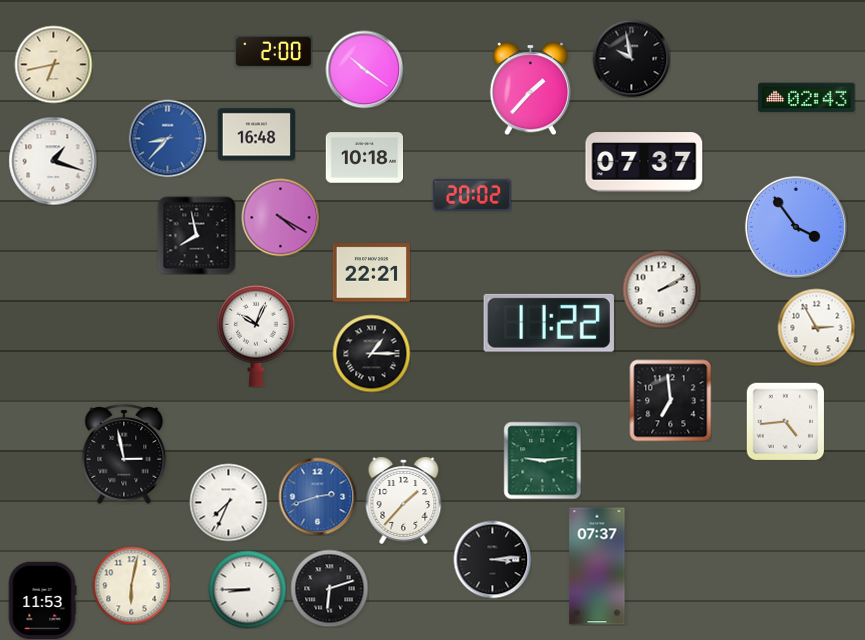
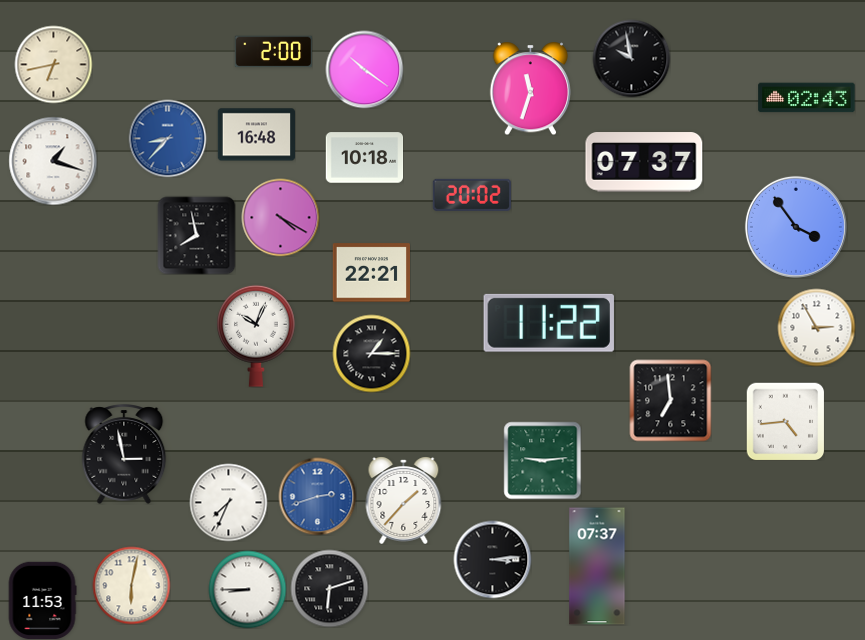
clock at (530, 88): 1:37 -> 11:33
clock at (661, 289): 2:10 -> none
